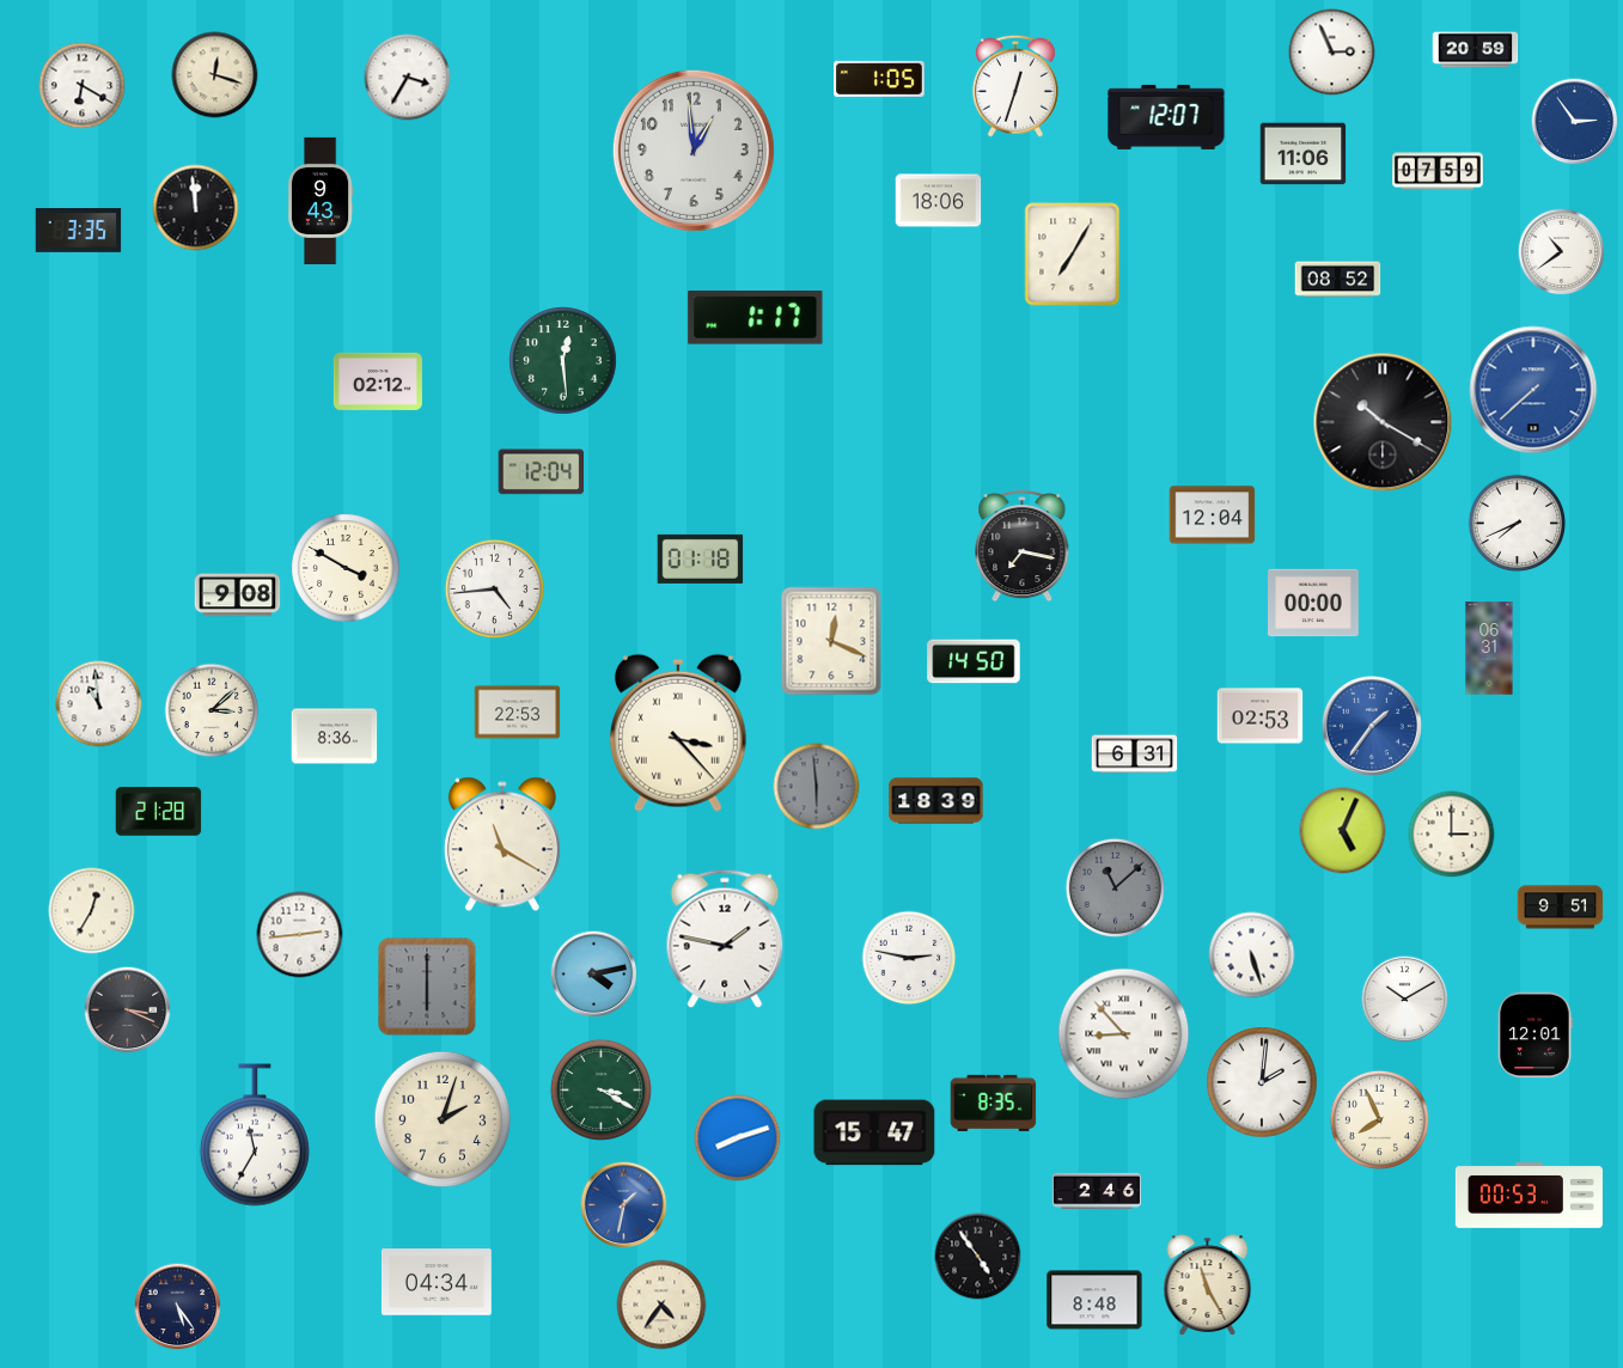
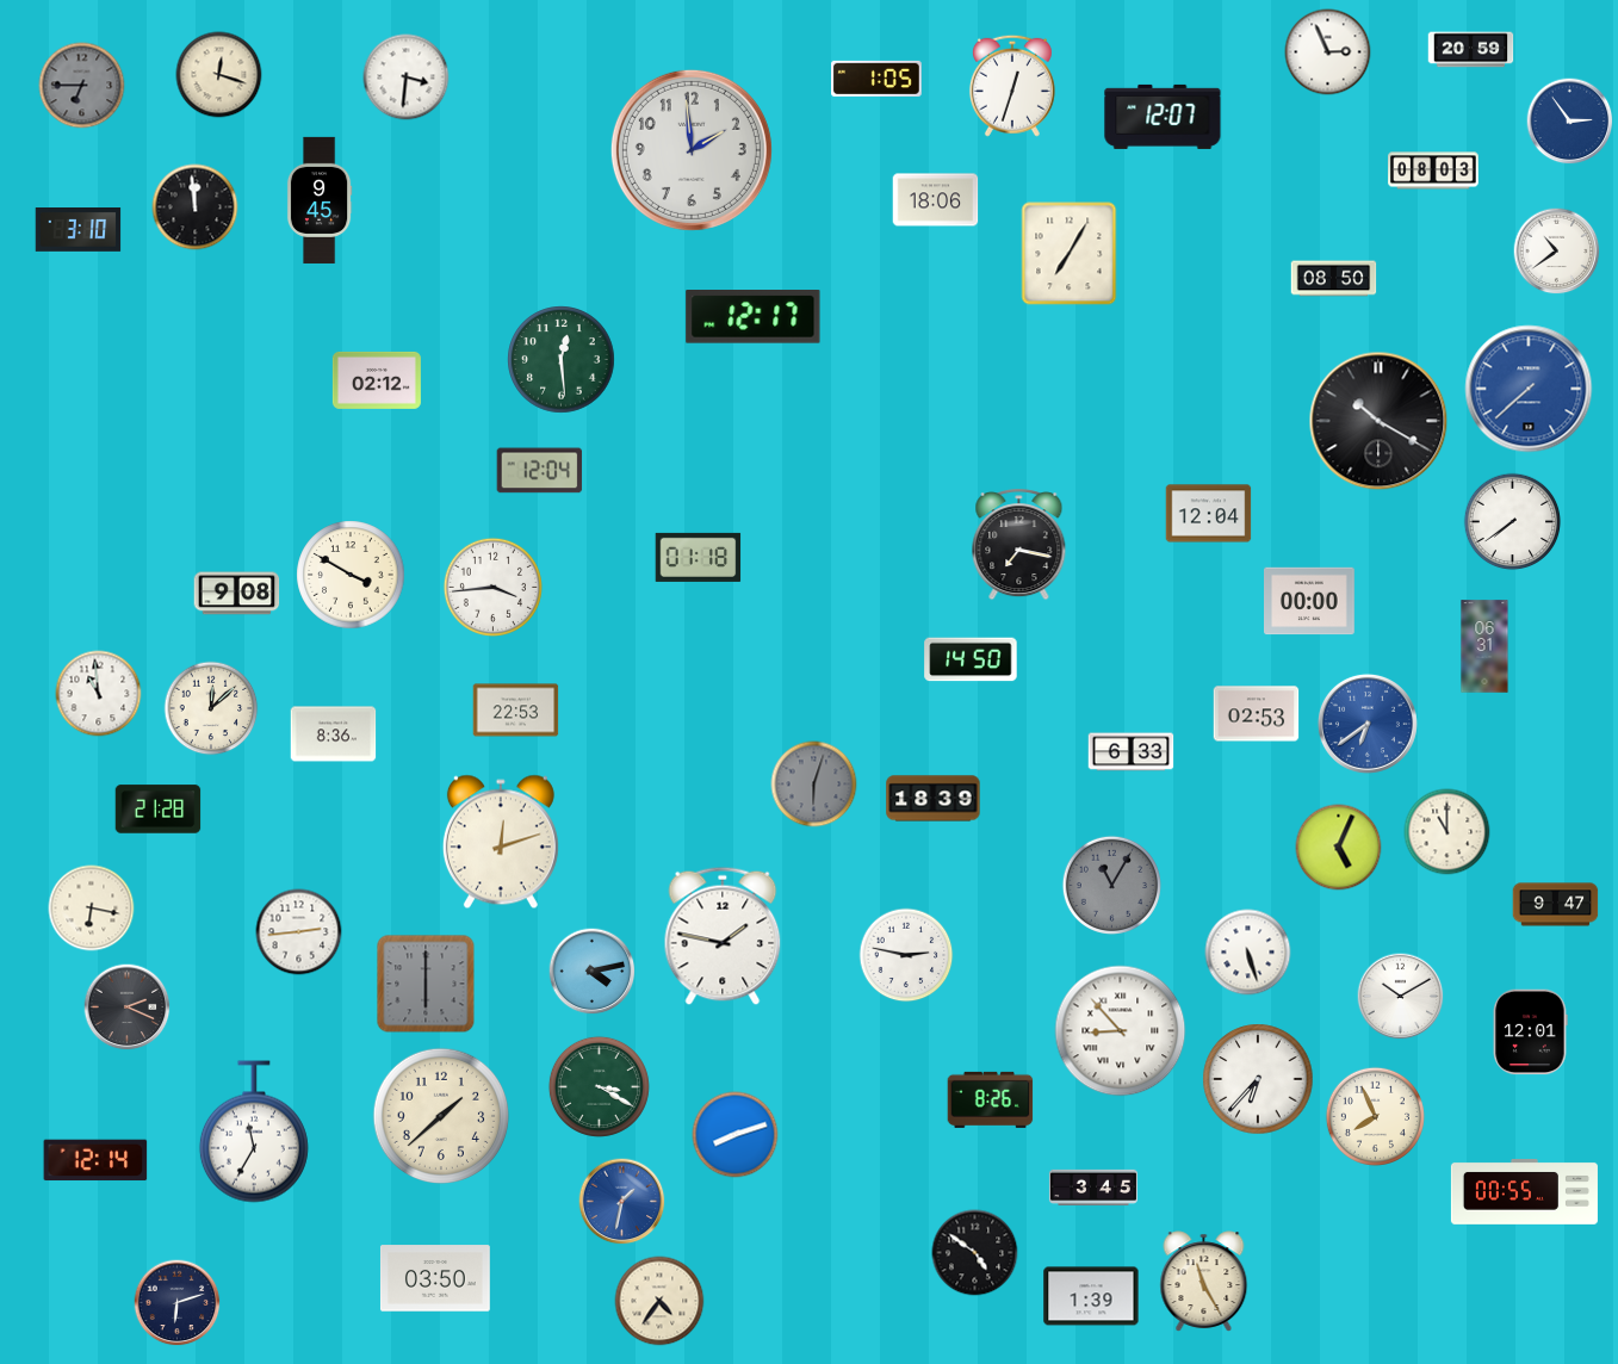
clock at (215, 75) position: (215, 75) -> (219, 75)
clock at (408, 78): 3:35 -> 3:31
clock at (83, 86): 6:20 -> 6:45
clock at (83, 86) dial: white -> grey
clock at (694, 151): 12:59 -> 1:59
clock at (1304, 154): 11:06 -> none
clock at (1438, 171): 07:59 -> 08:03
clock at (321, 201): 9:43 -> 9:45
clock at (79, 231): 3:35 -> 3:10
clock at (1338, 280): 08:52 -> 08:50
clock at (756, 318): 1:17 -> 12:17
clock at (1518, 524): 7:41 -> 7:39
clock at (346, 568) position: (346, 568) -> (351, 575)
clock at (494, 588): 4:44 -> 3:44
clock at (831, 641): 12:19 -> none
clock at (99, 704) position: (99, 704) -> (99, 694)
clock at (212, 710): 3:08 -> 12:08
clock at (1372, 726): 1:36 -> 6:39
clock at (678, 733): 3:23 -> none
clock at (1135, 755): 6:31 -> 6:33
clock at (817, 787): 5:59 -> 6:03
clock at (1343, 831) position: (1343, 831) -> (1339, 848)
clock at (1452, 835): 3:00 -> 11:00
clock at (502, 844): 11:20 -> 12:12
clock at (1115, 887): 11:08 -> 11:05
clock at (1561, 908): 9:51 -> 9:47
clock at (92, 911): 12:35 -> 6:17
clock at (128, 1010): 3:19 -> 2:19
clock at (1262, 1082): 2:01 -> 6:37
clock at (994, 1103): 8:35 -> 8:26
clock at (443, 1119): 2:03 -> 1:38
clock at (874, 1132): 15:47 -> none
clock at (95, 1160): none -> 12:14
clock at (1097, 1191): 2:46 -> 3:45
clock at (1529, 1196): 00:53 -> 00:55
clock at (978, 1257): 4:54 -> 4:51
clock at (437, 1282): 04:34 -> 03:50
clock at (1094, 1300): 8:48 -> 1:39
clock at (178, 1307): 5:24 -> 6:12
